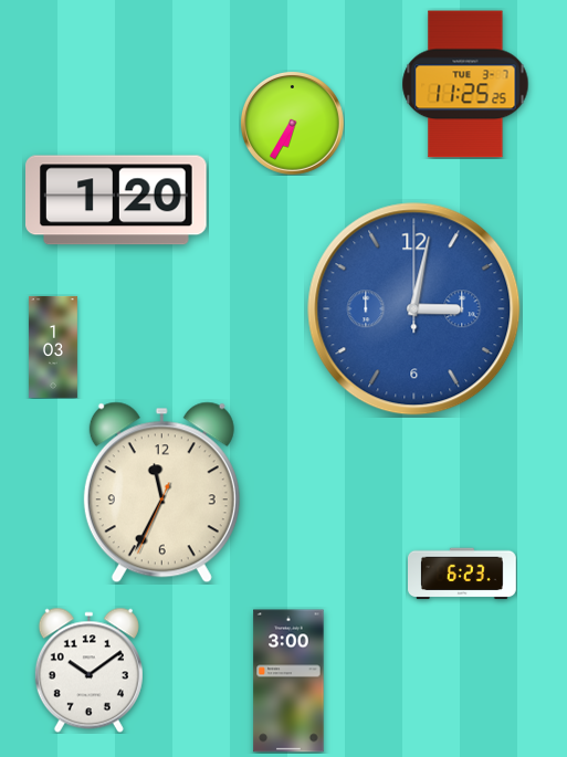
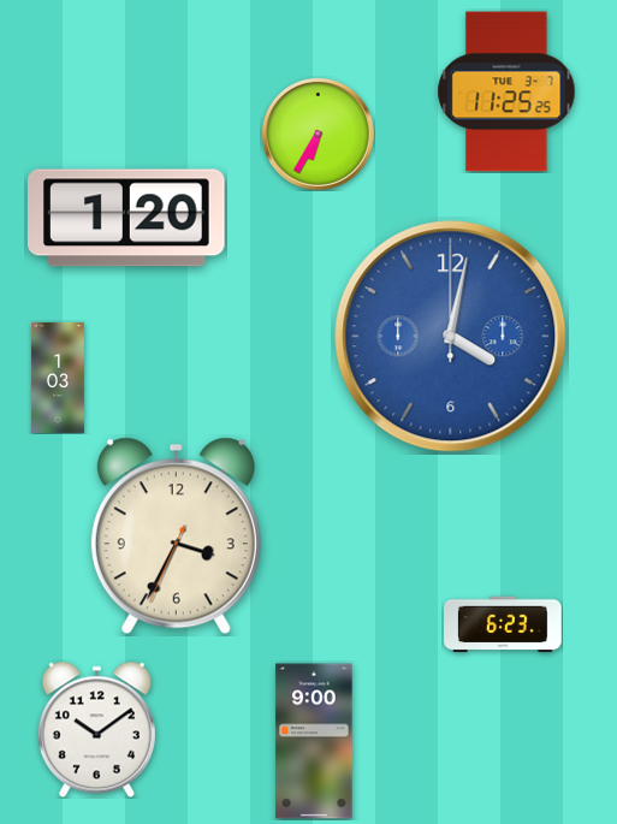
clock at (414, 309): 3:02 -> 4:02
clock at (161, 493): 11:34 -> 3:34
clock at (288, 681): 3:00 -> 9:00
